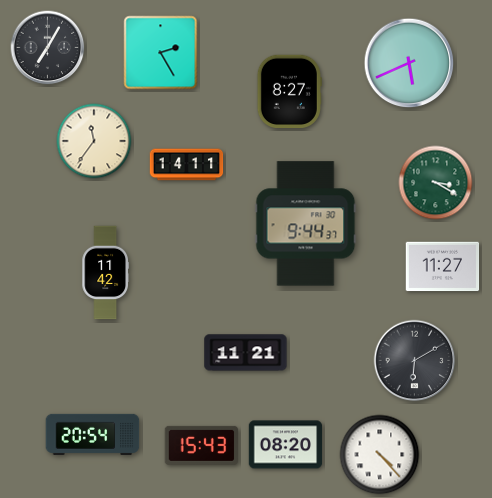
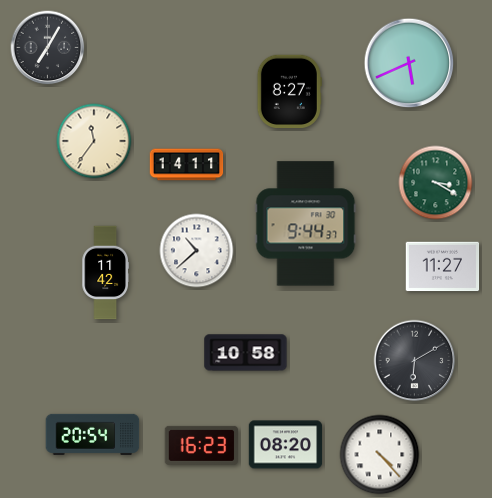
clock at (161, 53): 2:25 -> none
clock at (197, 251): none -> 10:38
clock at (246, 353): 11:21 -> 10:58
clock at (202, 445): 15:43 -> 16:23
